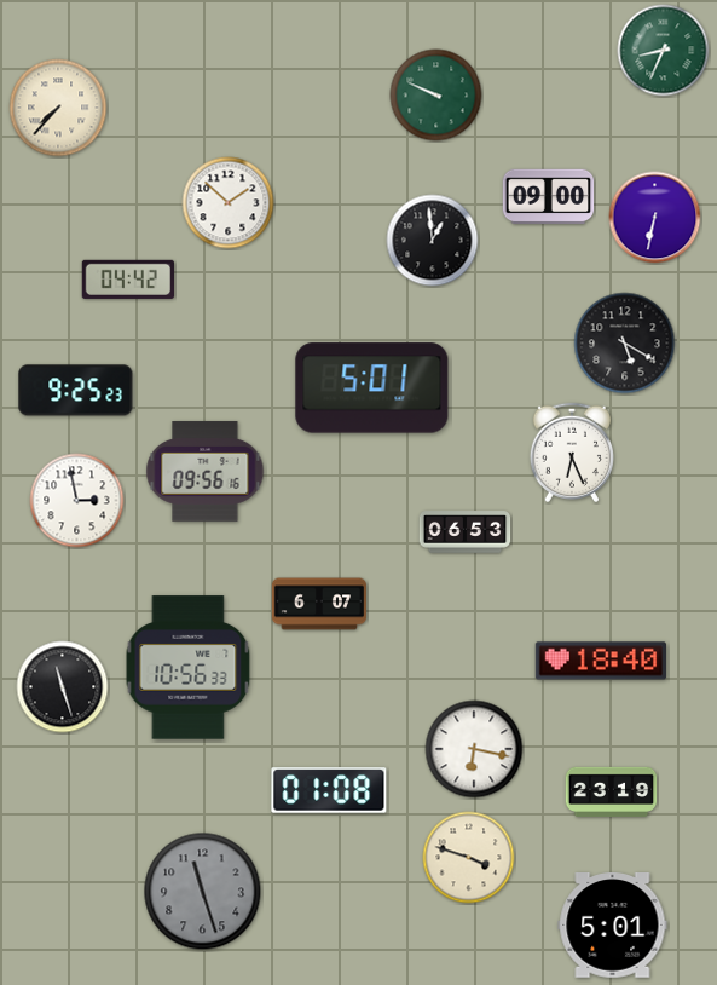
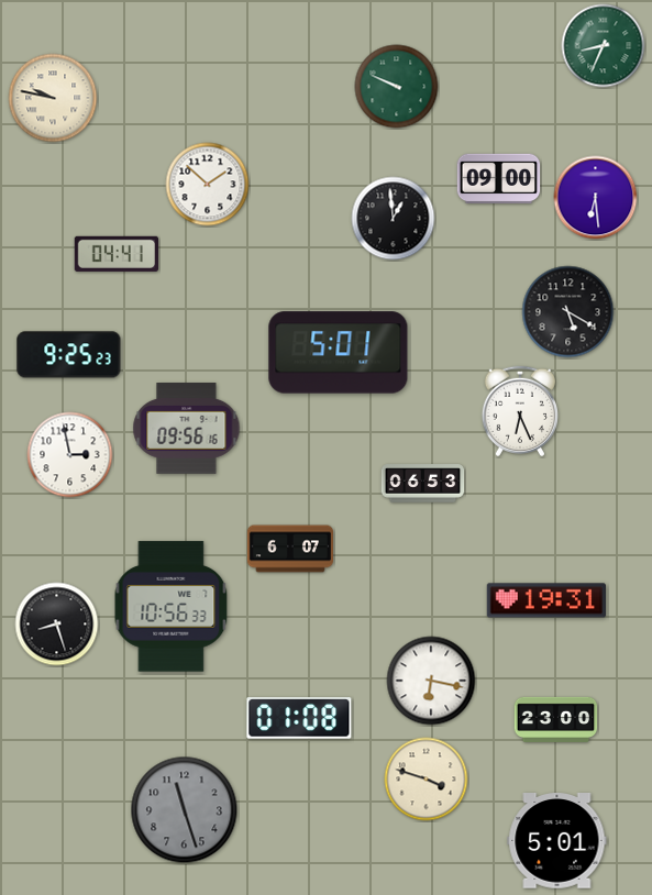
clock at (58, 108): 7:37 -> 9:47
clock at (655, 218): 6:32 -> 6:29
clock at (127, 280): 04:42 -> 04:41
clock at (600, 661): 18:40 -> 19:31
clock at (63, 687): 11:27 -> 8:27
clock at (612, 791): 23:19 -> 23:00
